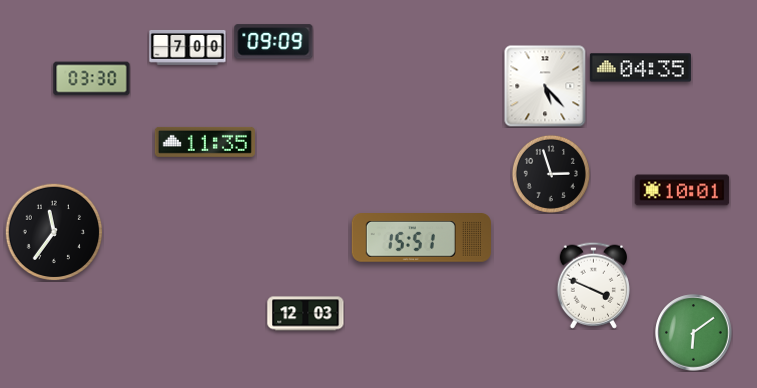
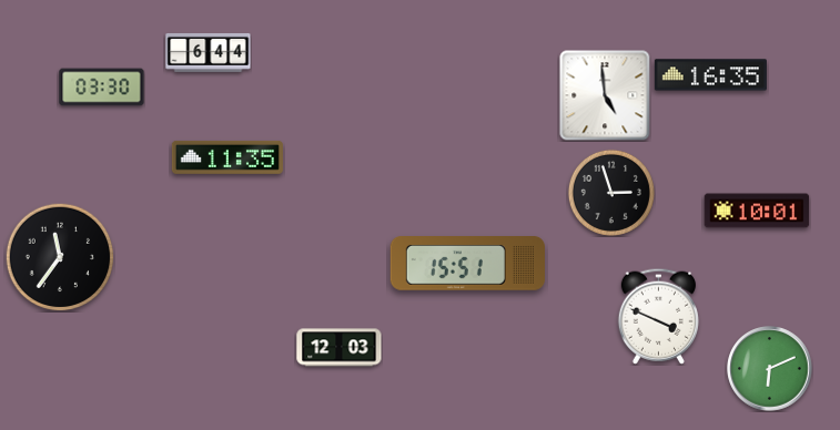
clock at (274, 42): 09:09 -> none
clock at (188, 47): 7:00 -> 6:44
clock at (640, 68): 04:35 -> 16:35
clock at (545, 86): 5:23 -> 4:59
clock at (694, 333): 6:09 -> 6:11
